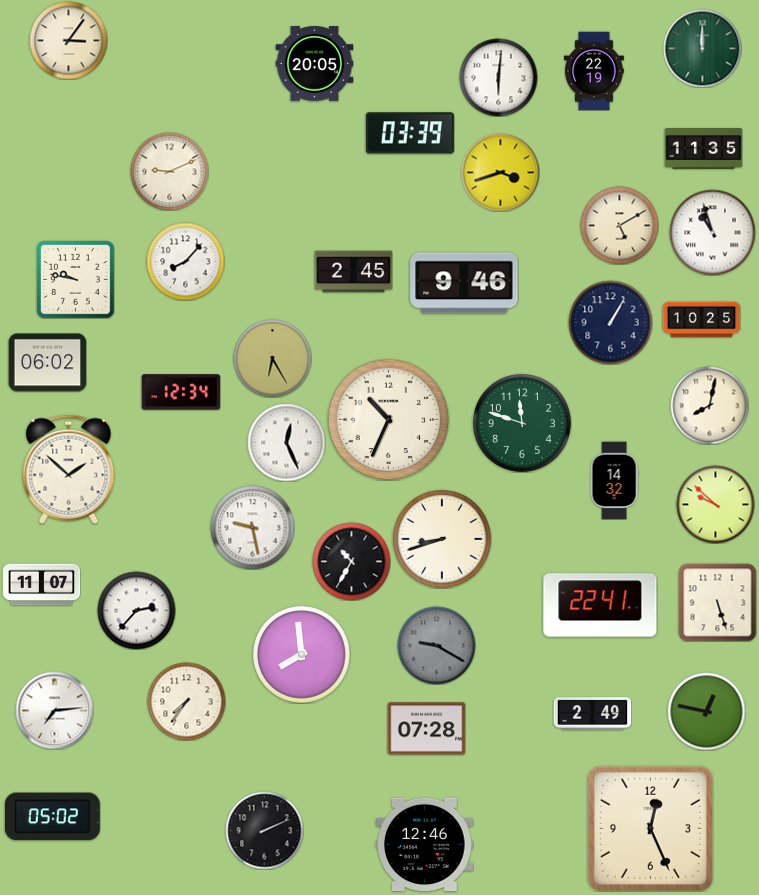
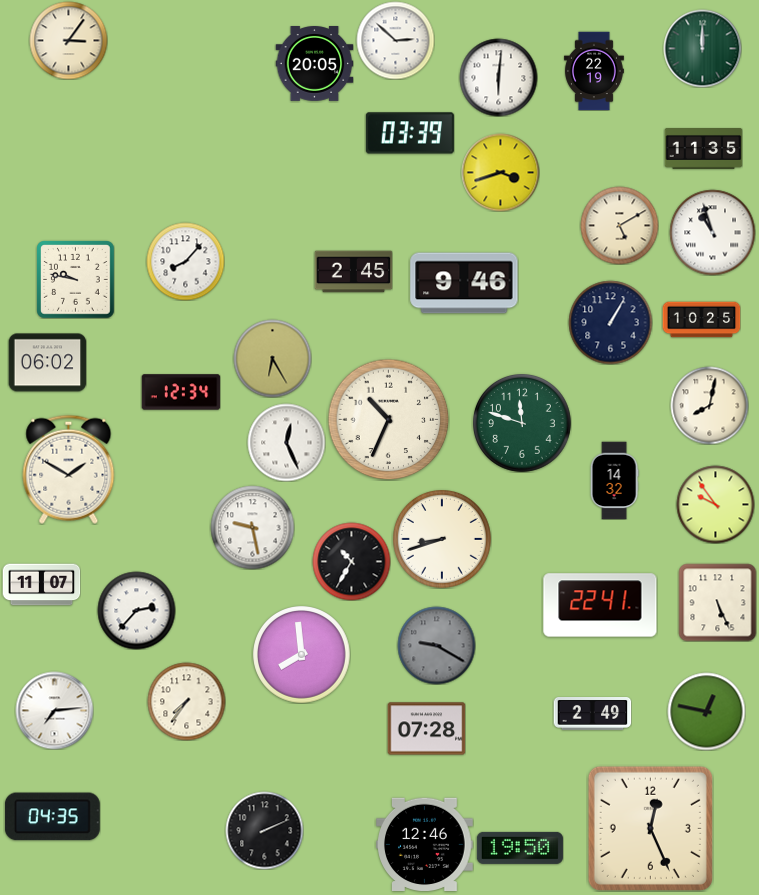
clock at (395, 40): none -> 2:52
clock at (169, 171): 9:11 -> none
clock at (69, 469): 1:52 -> 1:50
clock at (715, 504): 9:52 -> 9:54
clock at (717, 602): 5:27 -> 5:26
clock at (52, 817): 05:02 -> 04:35
clock at (520, 848): none -> 19:50
